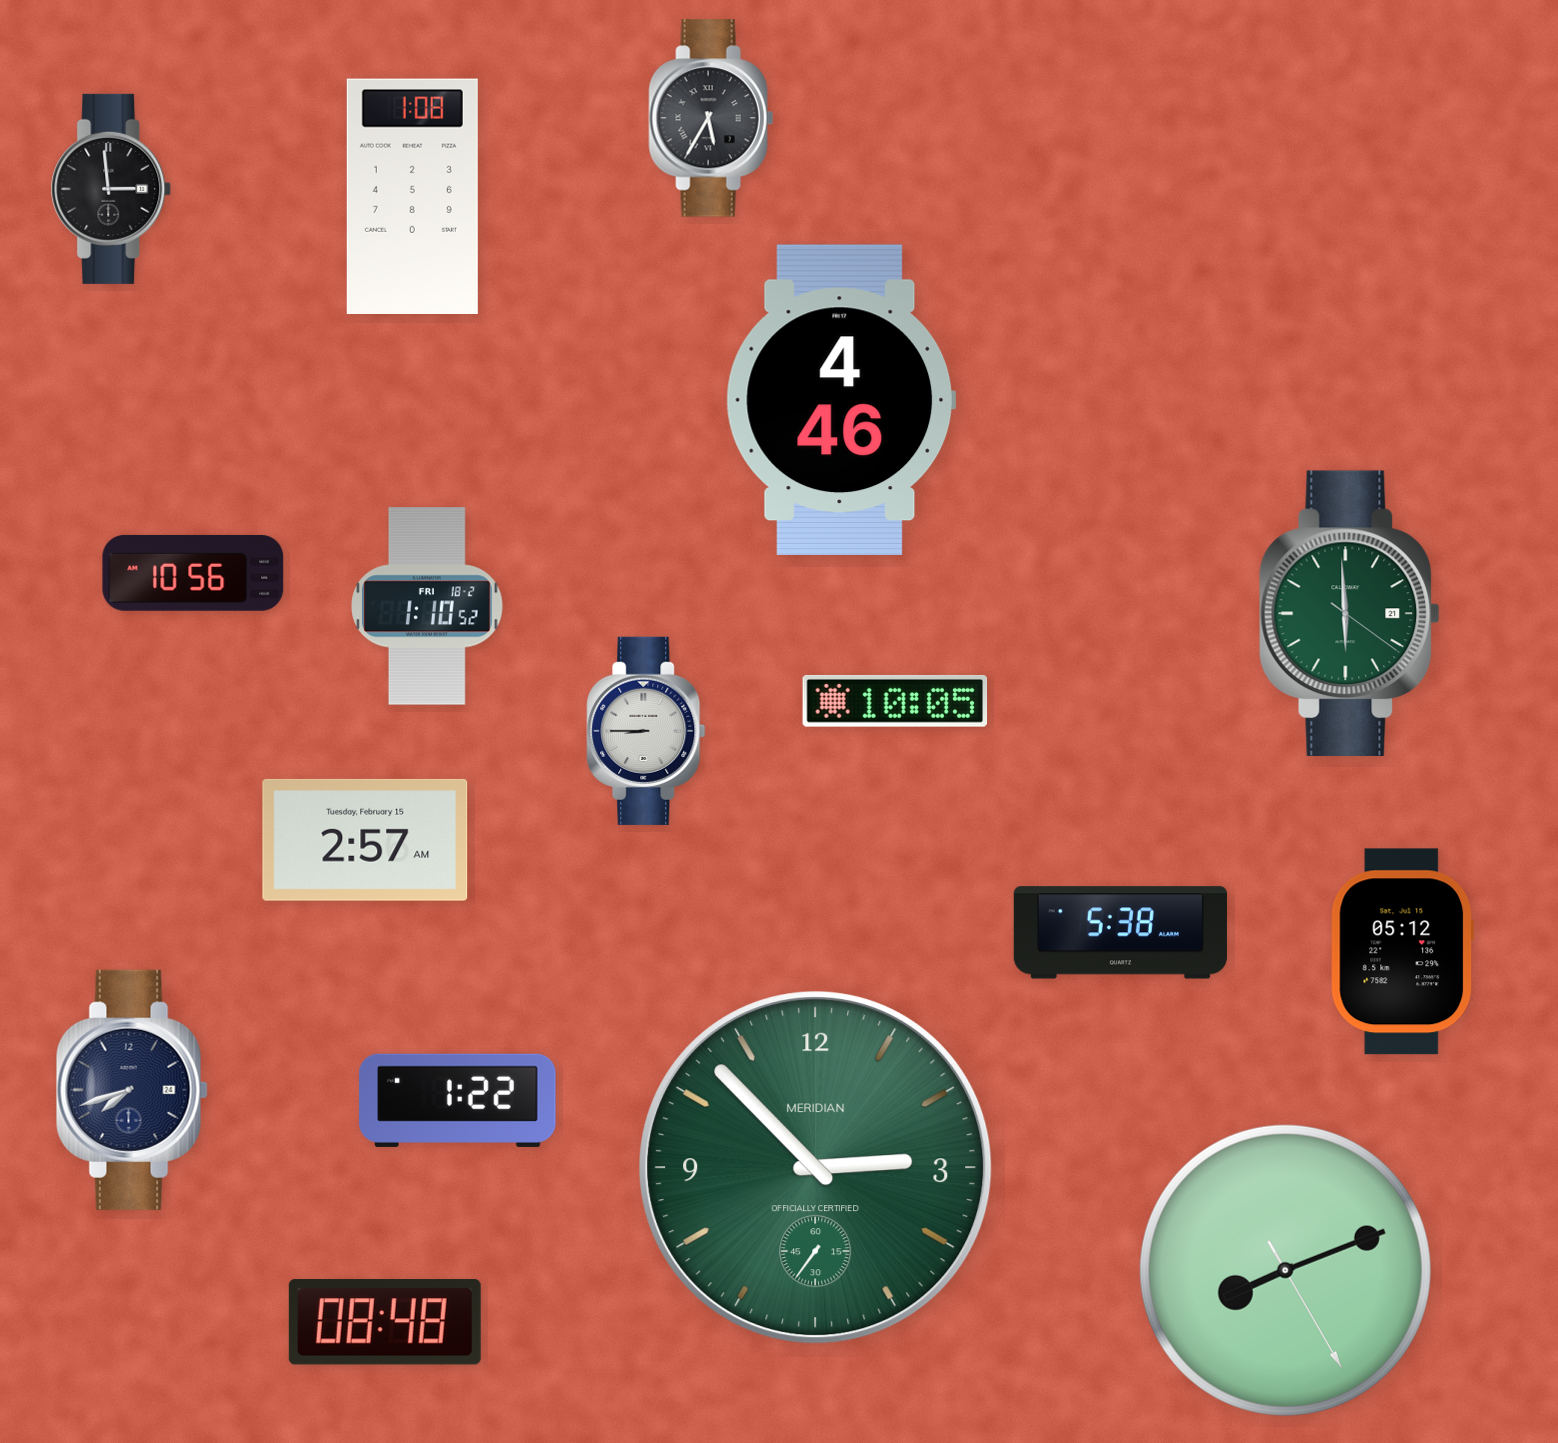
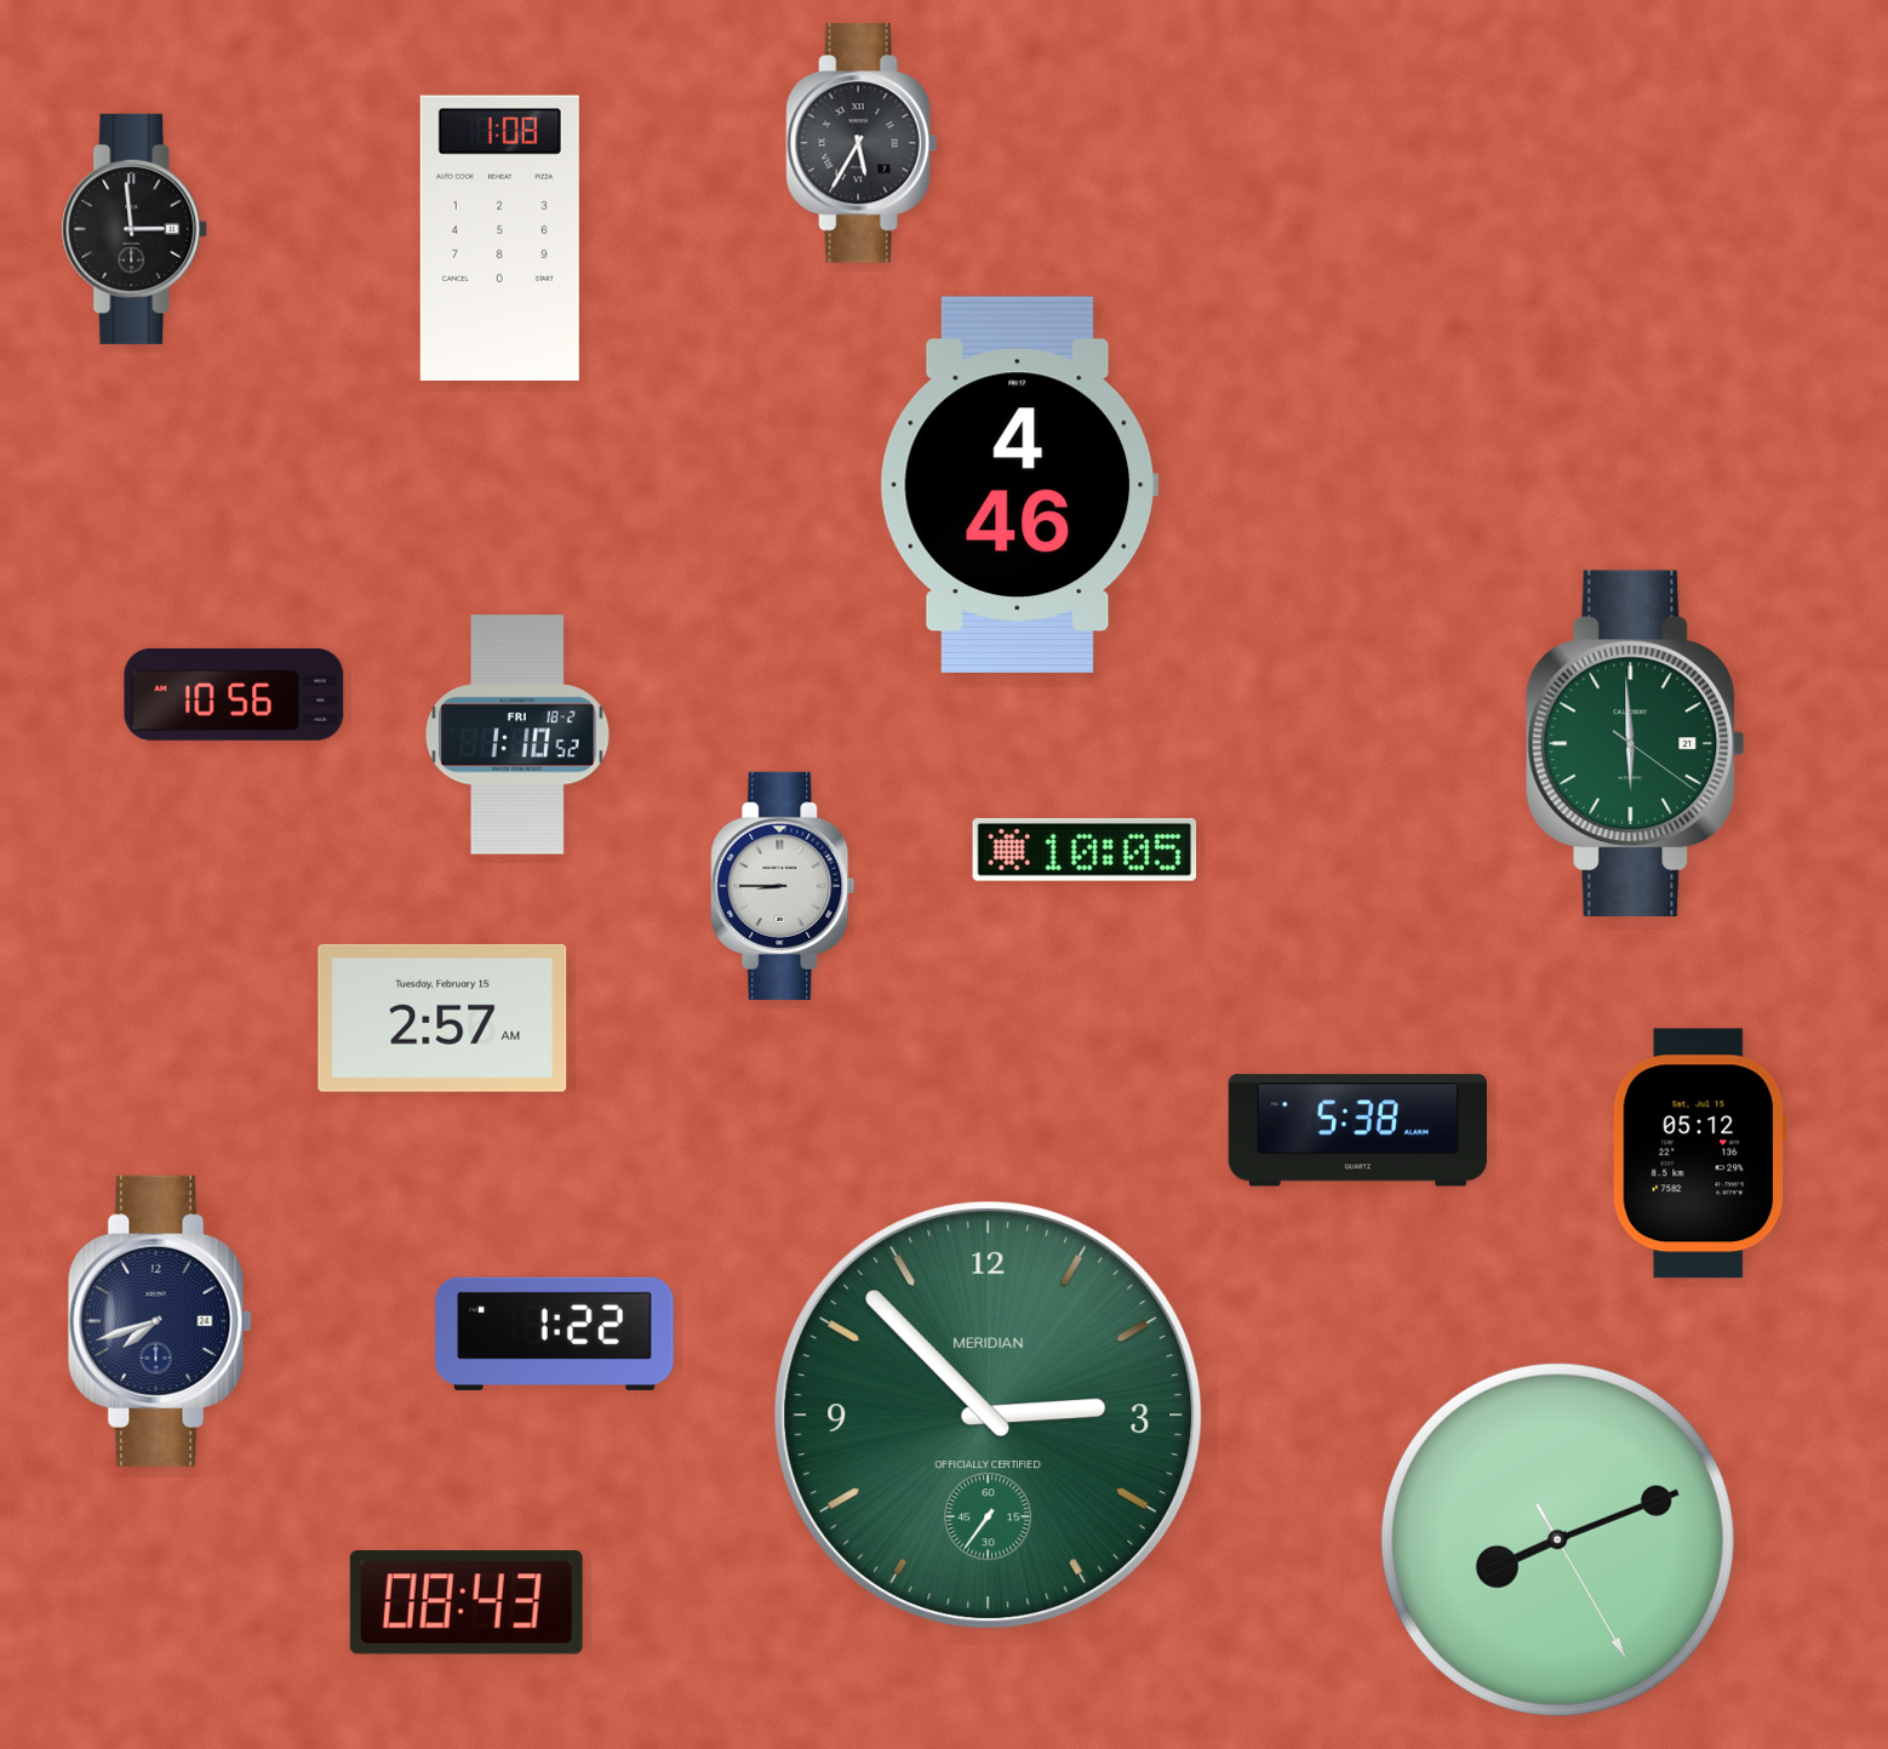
clock at (385, 1322): 08:48 -> 08:43
